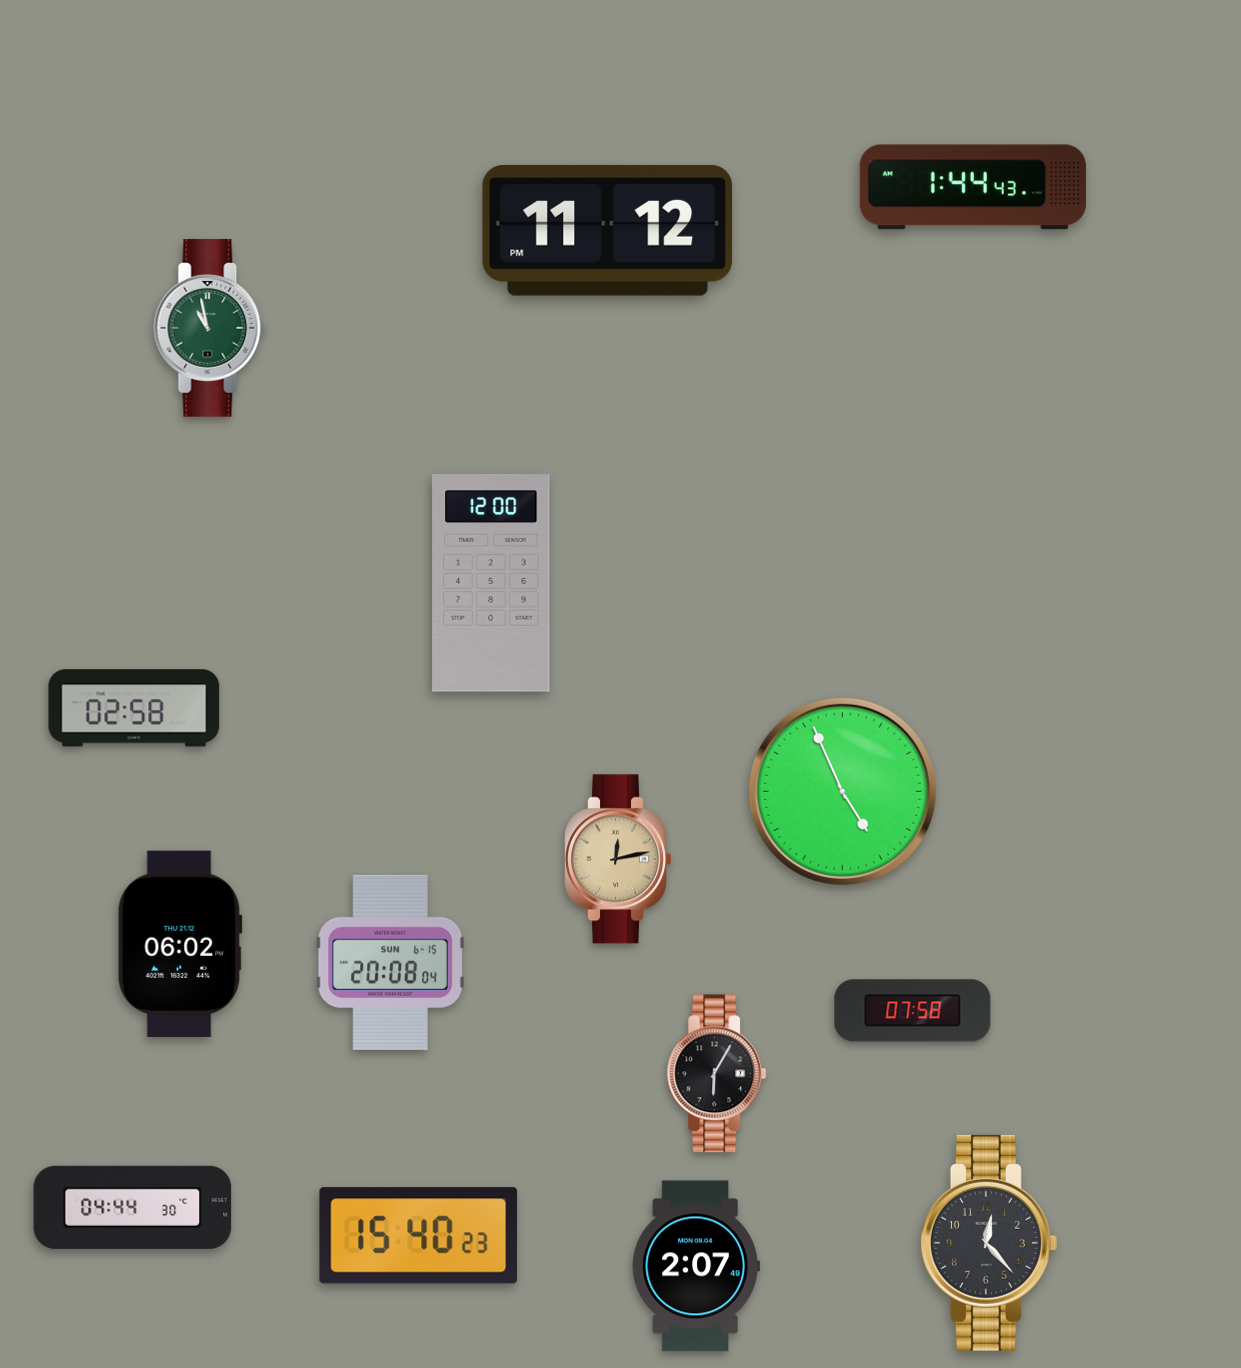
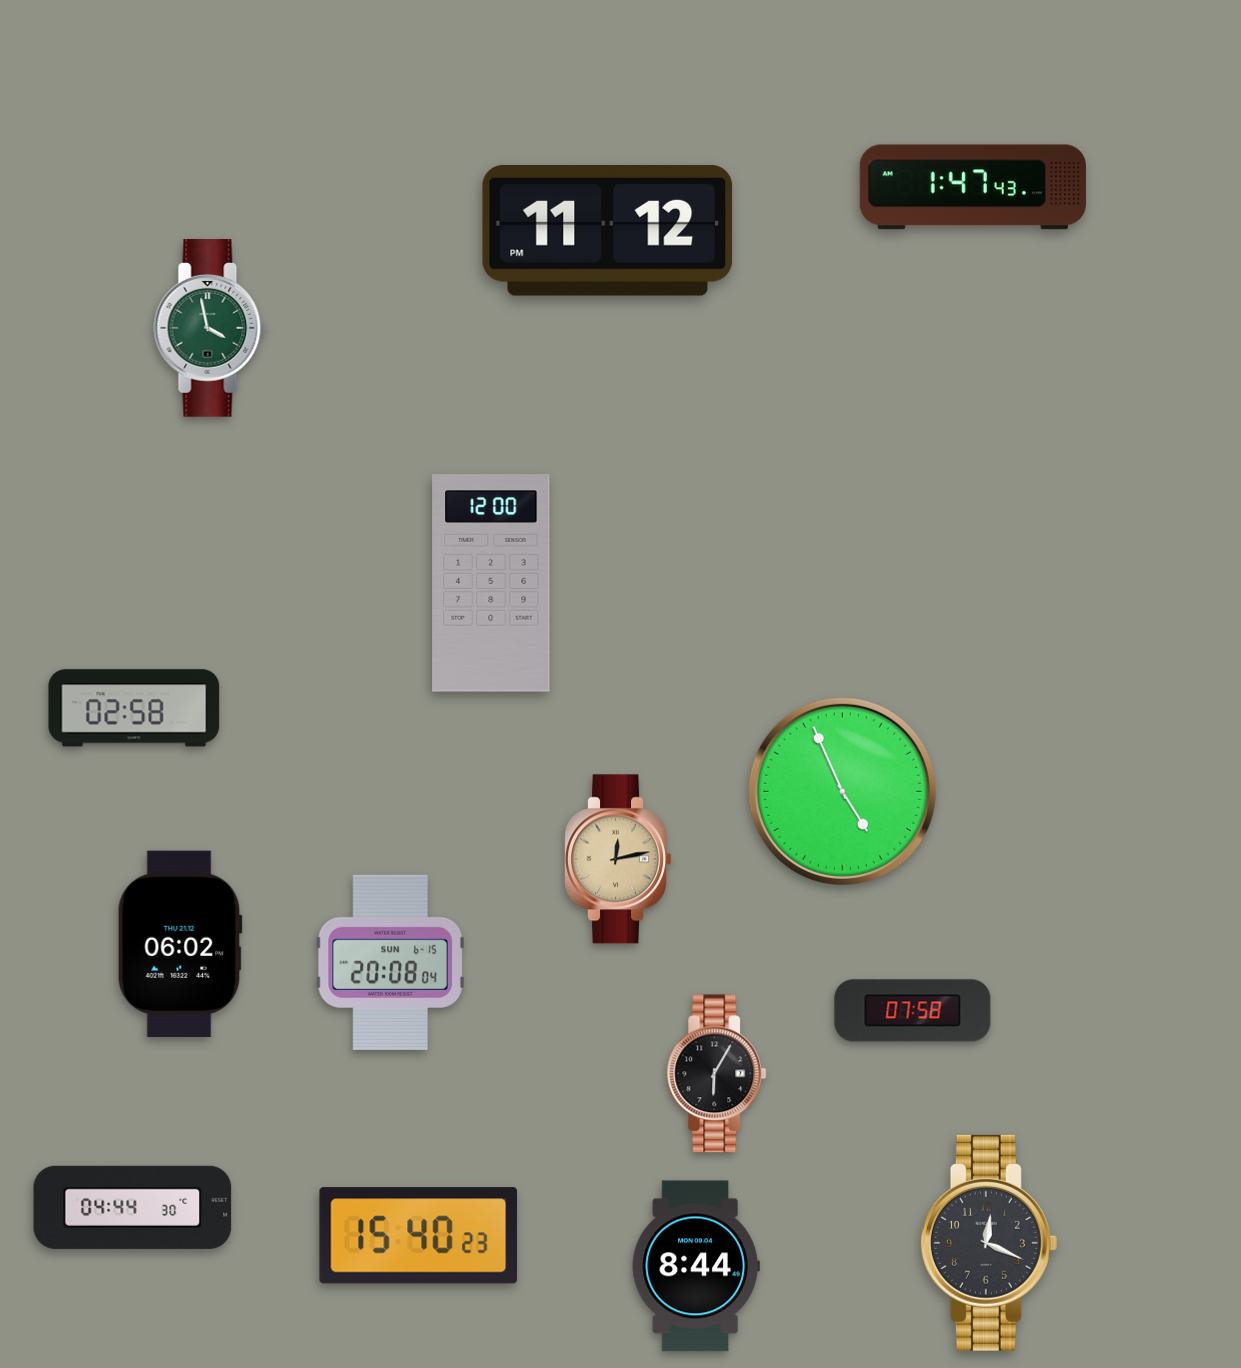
clock at (973, 187): 1:44 -> 1:47
clock at (210, 329): 10:58 -> 3:58
clock at (989, 1243): 12:23 -> 12:19
clock at (696, 1266): 2:07 -> 8:44
